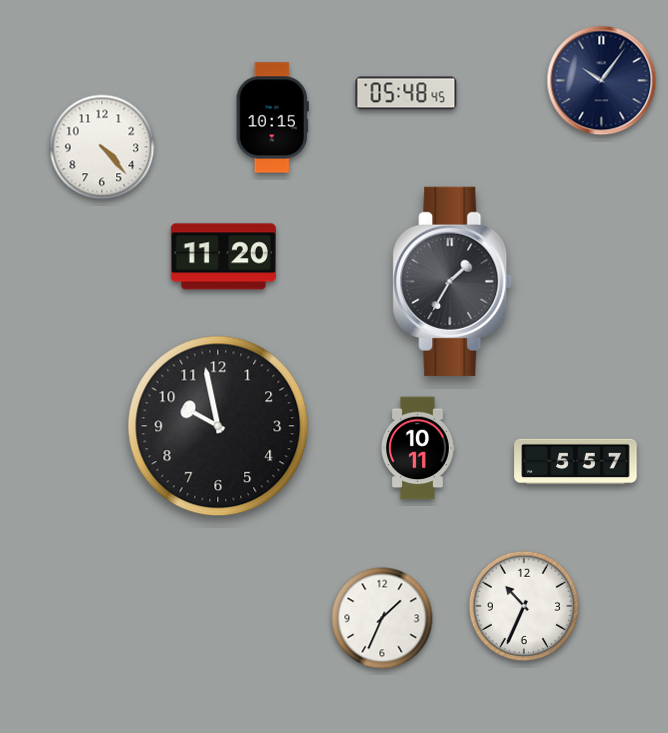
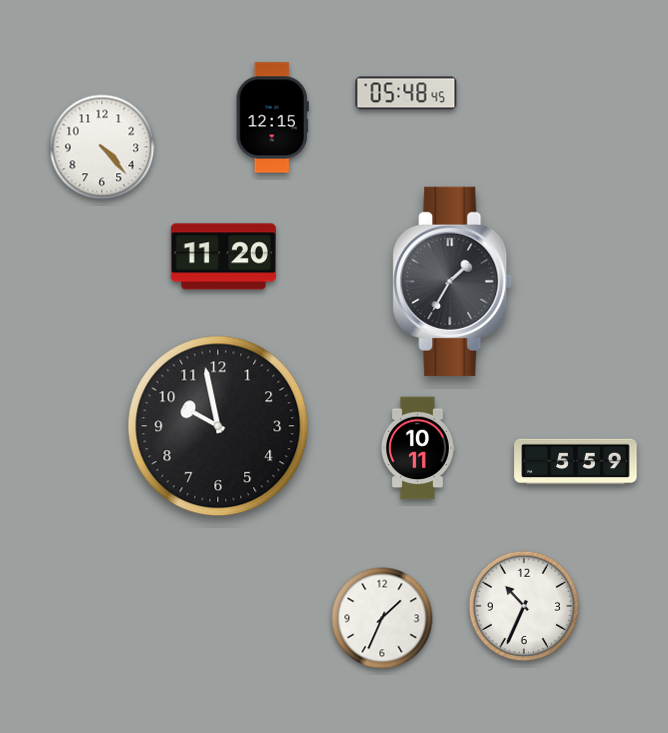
clock at (602, 81): 10:06 -> none
clock at (272, 118): 10:15 -> 12:15
clock at (576, 462): 5:57 -> 5:59
